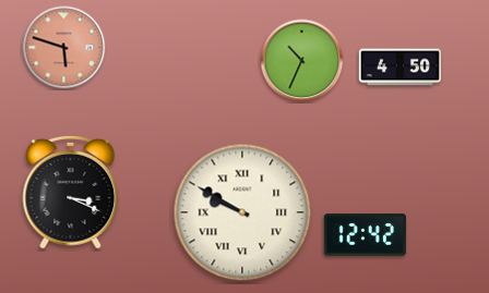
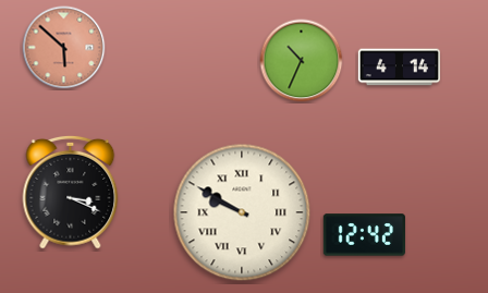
clock at (64, 48): 5:48 -> 5:52
clock at (399, 68): 4:50 -> 4:14
